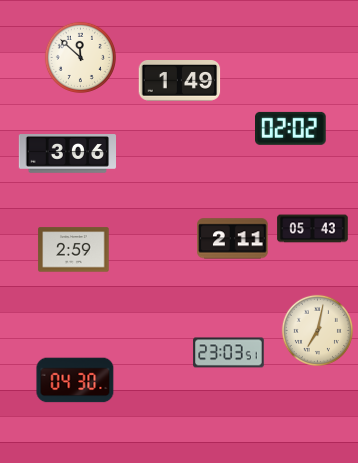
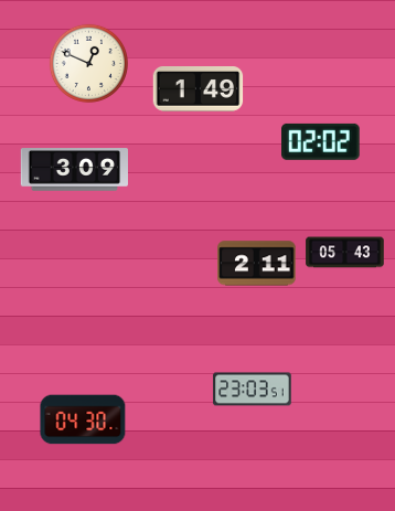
clock at (80, 57): 11:52 -> 12:49
clock at (67, 154): 3:06 -> 3:09
clock at (74, 250): 2:59 -> none
clock at (317, 330): 7:02 -> none
